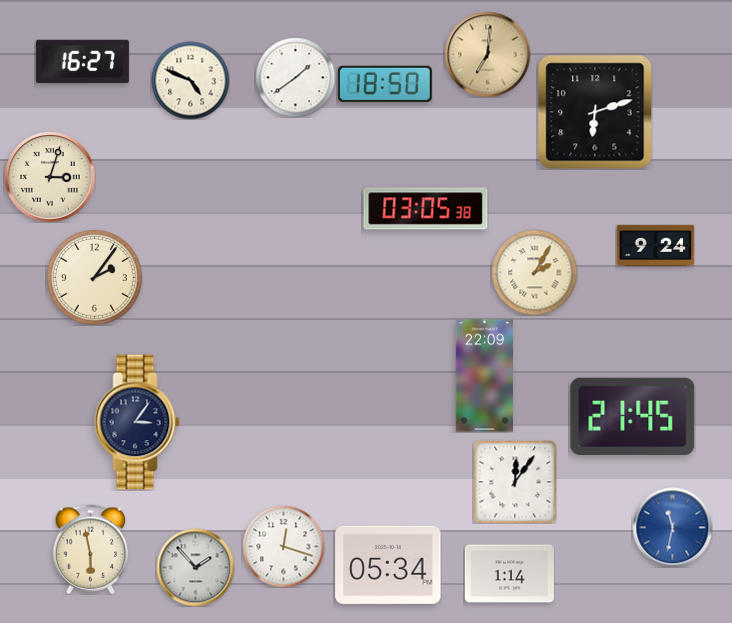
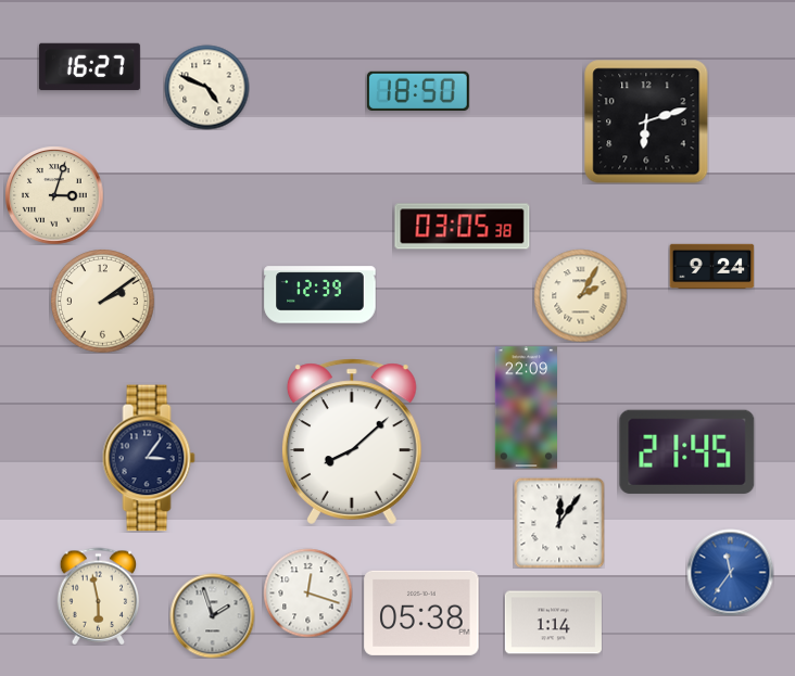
clock at (487, 54): 7:01 -> none
clock at (295, 77): 1:39 -> none
clock at (50, 177) position: (50, 177) -> (54, 195)
clock at (320, 295): none -> 12:39
clock at (95, 278): 2:06 -> 2:09
clock at (352, 442): none -> 8:08
clock at (672, 527): 11:32 -> 11:36
clock at (388, 565): 05:34 -> 05:38
clock at (195, 567): 1:53 -> 1:57
